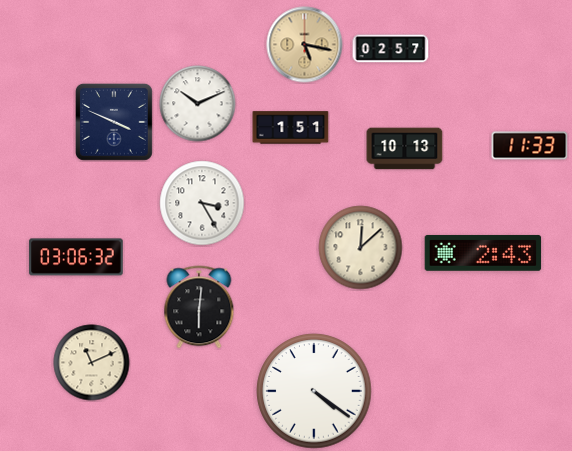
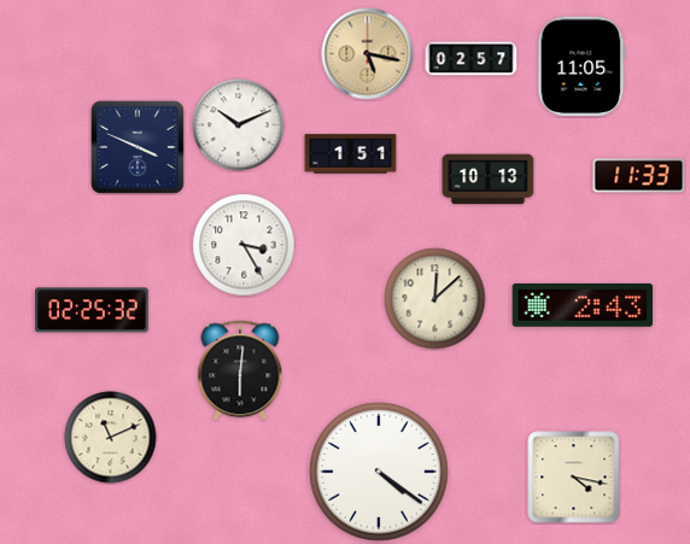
clock at (581, 66): none -> 11:05
clock at (76, 257): 03:06 -> 02:25
clock at (574, 478): none -> 4:17
